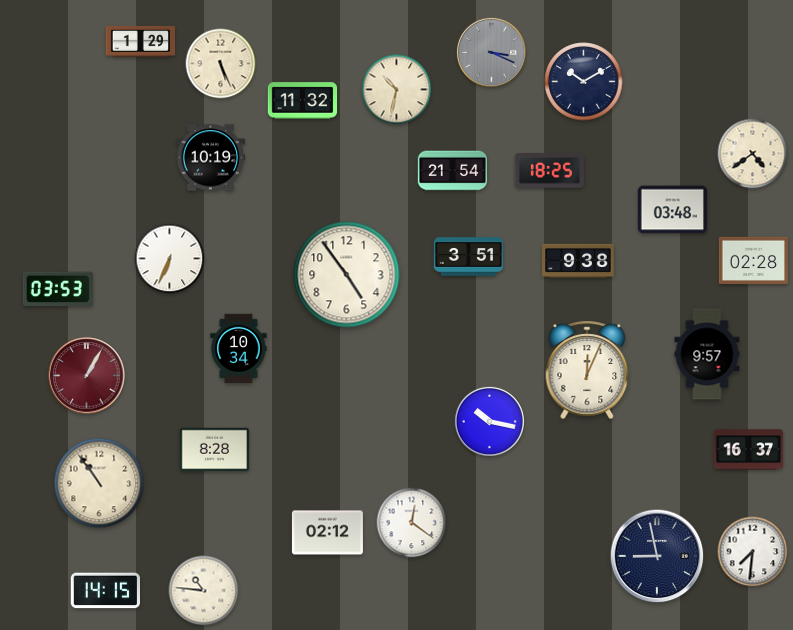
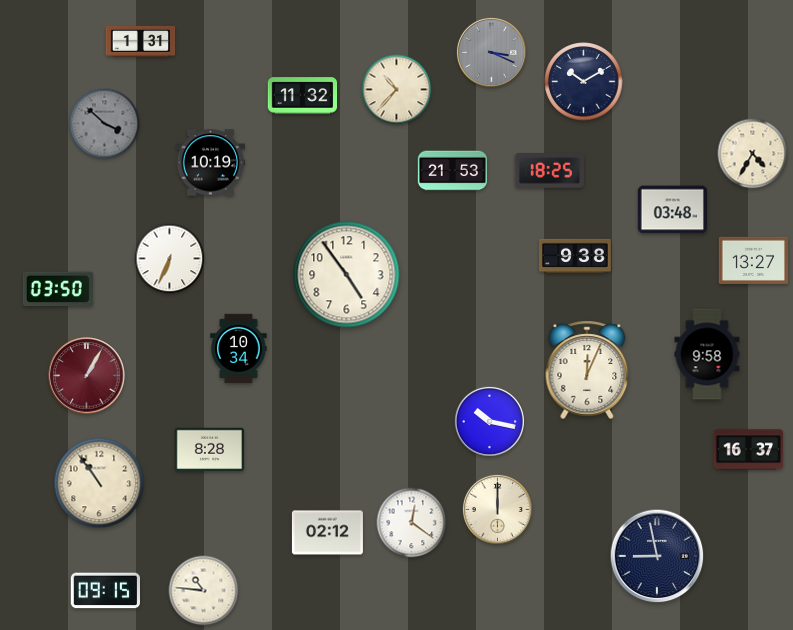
clock at (141, 42): 1:29 -> 1:31
clock at (221, 64): 5:26 -> none
clock at (397, 90): 10:32 -> 10:37
clock at (303, 101) position: (303, 101) -> (303, 96)
clock at (105, 124): none -> 3:52
clock at (753, 154): 4:39 -> 4:35
clock at (211, 158) position: (211, 158) -> (211, 163)
clock at (453, 171): 21:54 -> 21:53
clock at (469, 257): 3:51 -> none
clock at (578, 260) position: (578, 260) -> (575, 255)
clock at (754, 260): 02:28 -> 13:27
clock at (58, 289): 03:53 -> 03:50
clock at (707, 354): 9:57 -> 9:58
clock at (215, 450) position: (215, 450) -> (210, 450)
clock at (497, 509): none -> 12:00
clock at (753, 552): 7:31 -> none
clock at (105, 591): 14:15 -> 09:15
